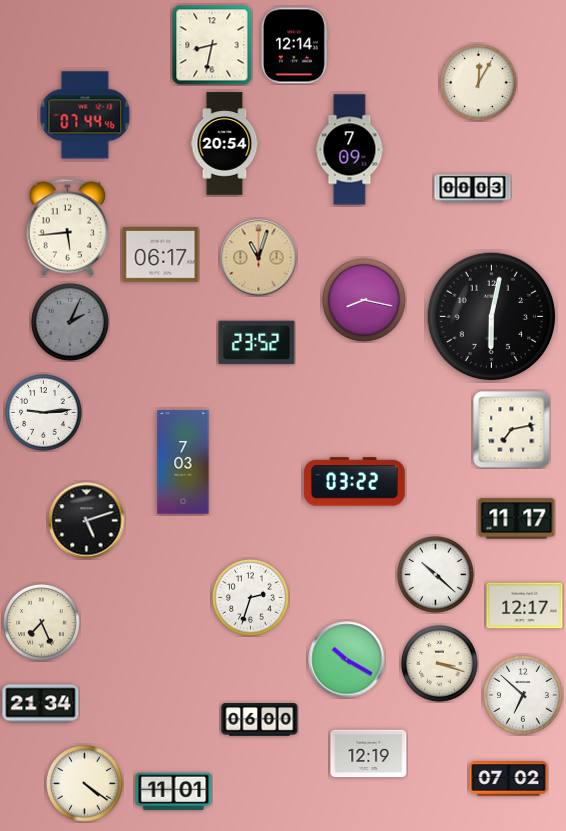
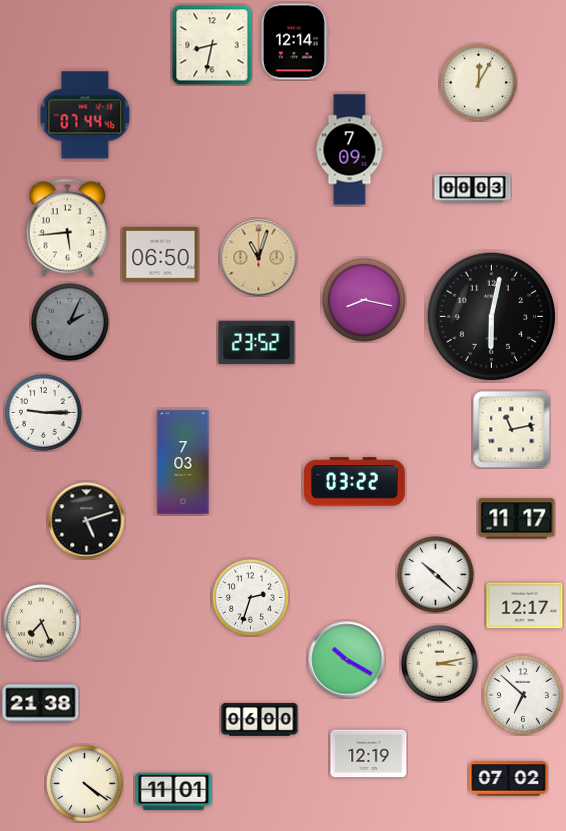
clock at (294, 46) position: (294, 46) -> (294, 42)
clock at (225, 144): 20:54 -> none
clock at (161, 255): 06:17 -> 06:50
clock at (44, 413): 9:14 -> 9:15
clock at (512, 430): 7:13 -> 11:13
clock at (440, 664): 3:18 -> 3:13
clock at (41, 704): 21:34 -> 21:38
